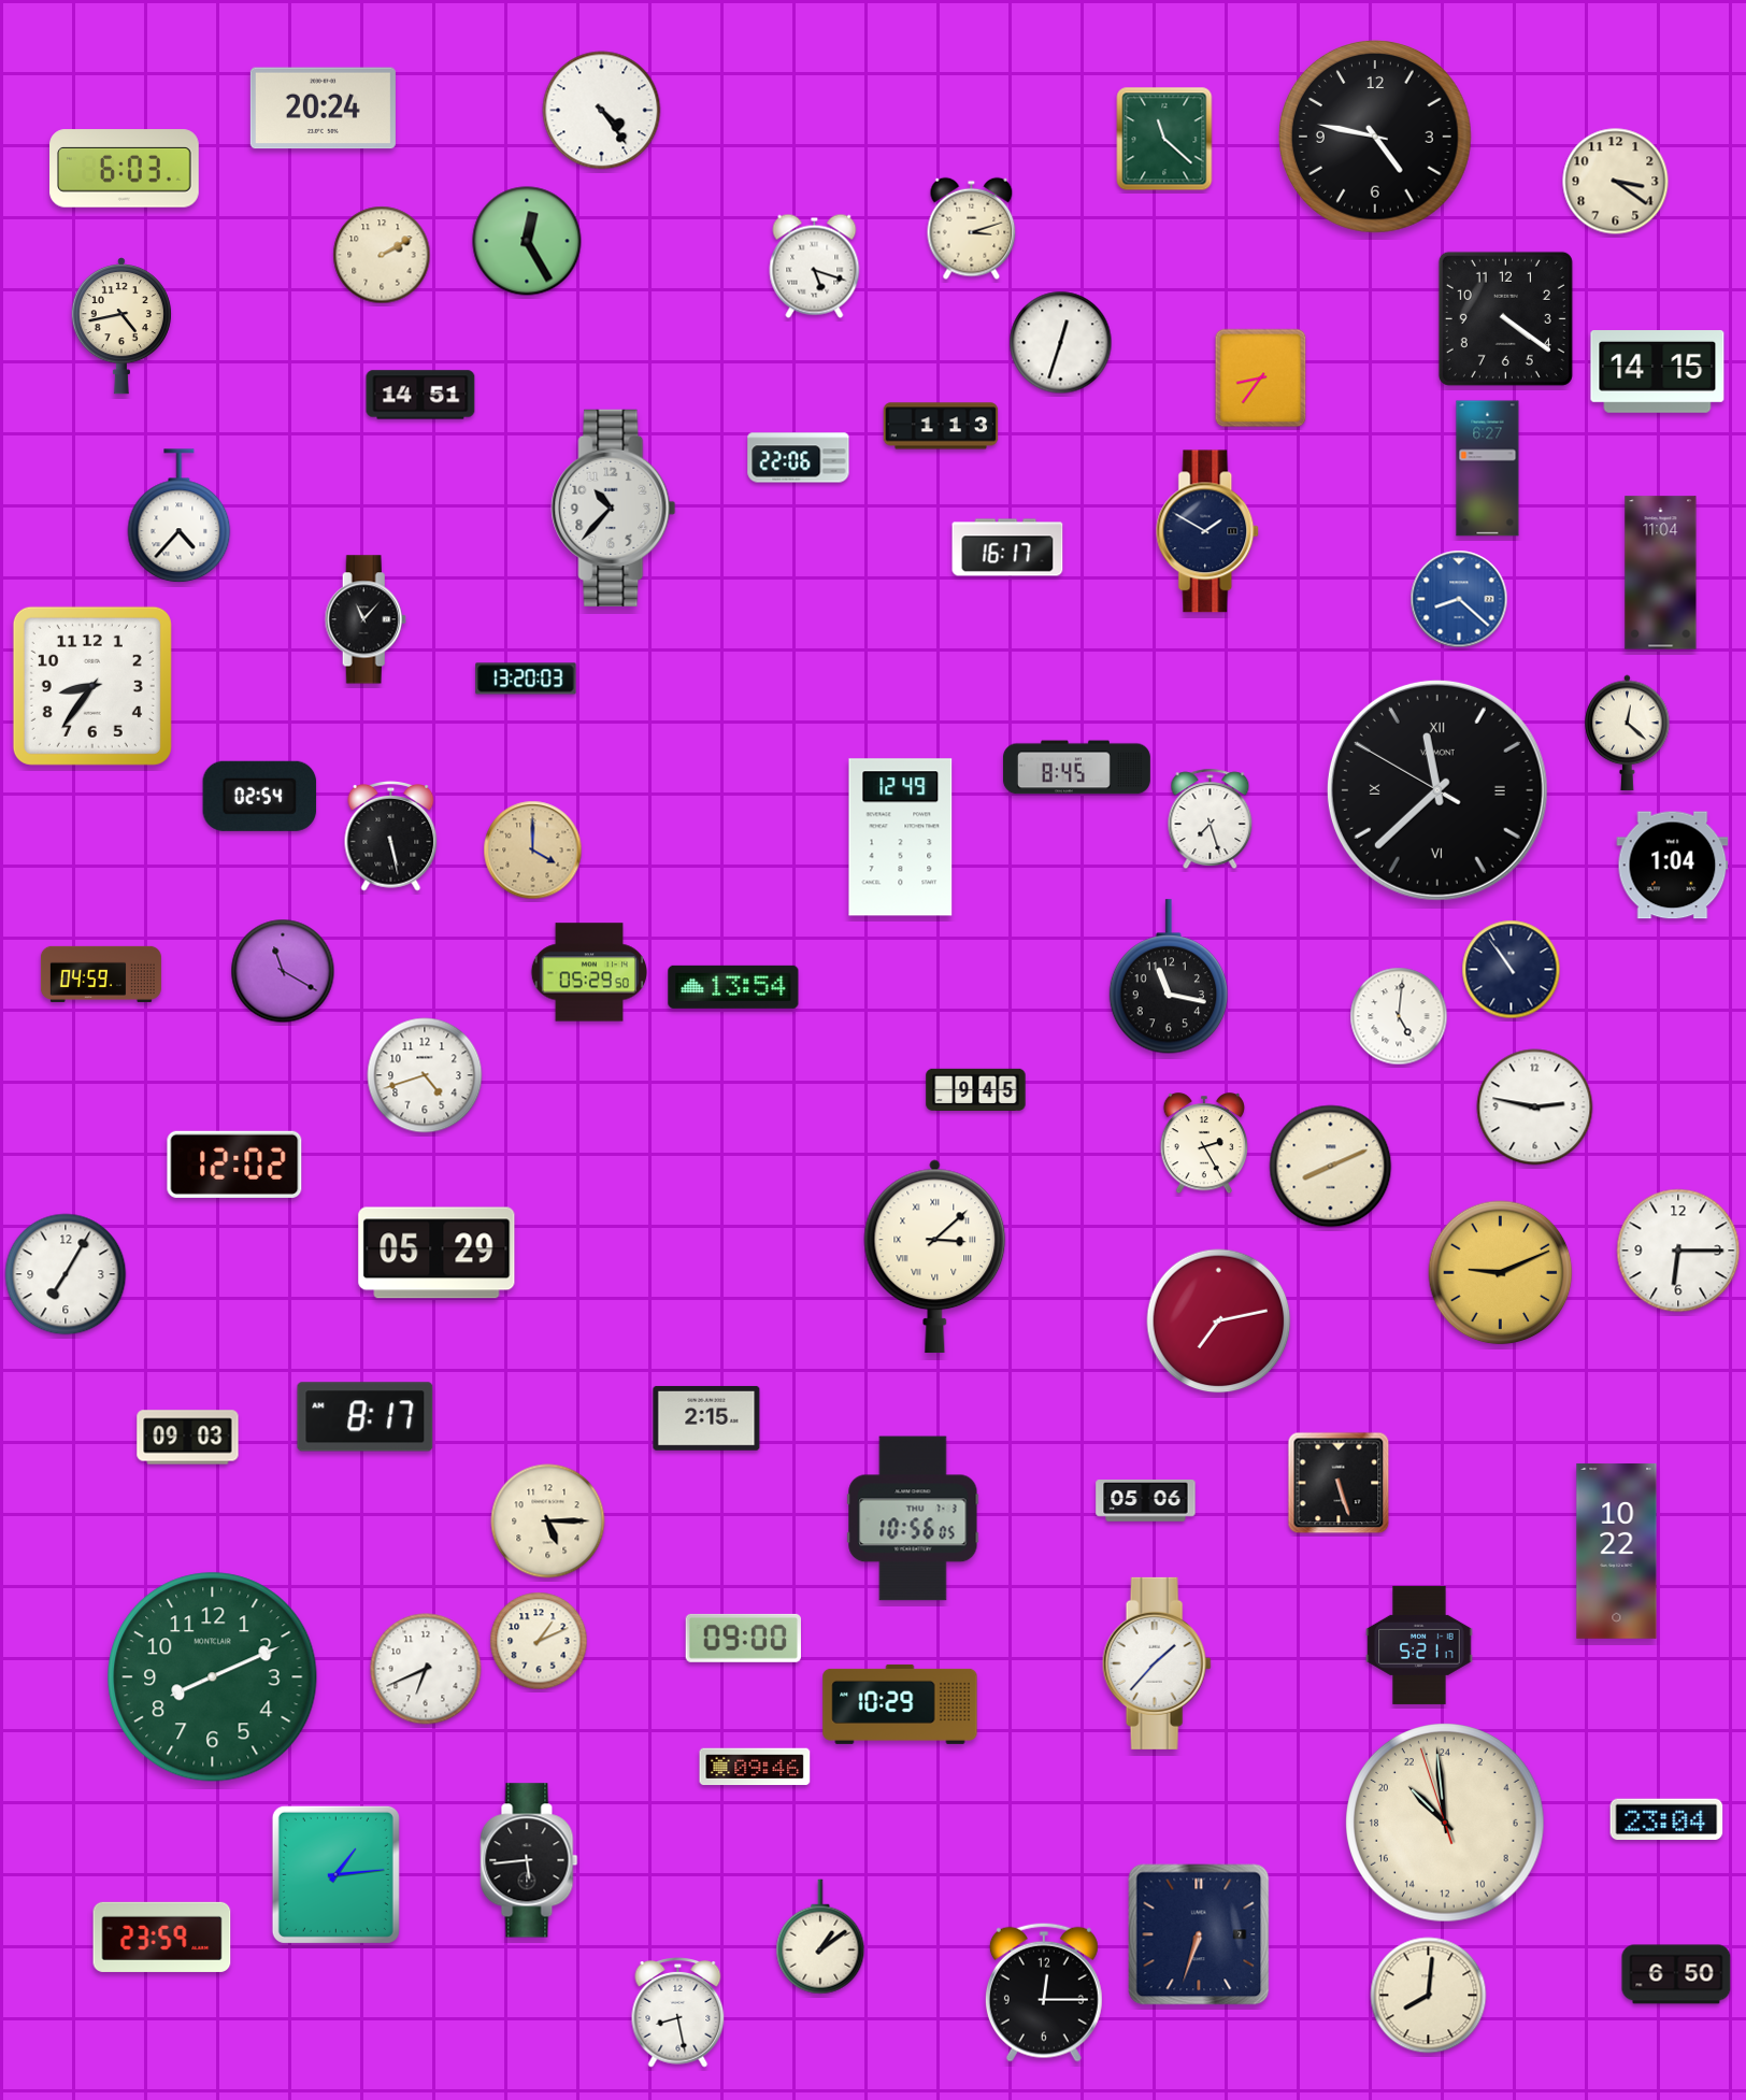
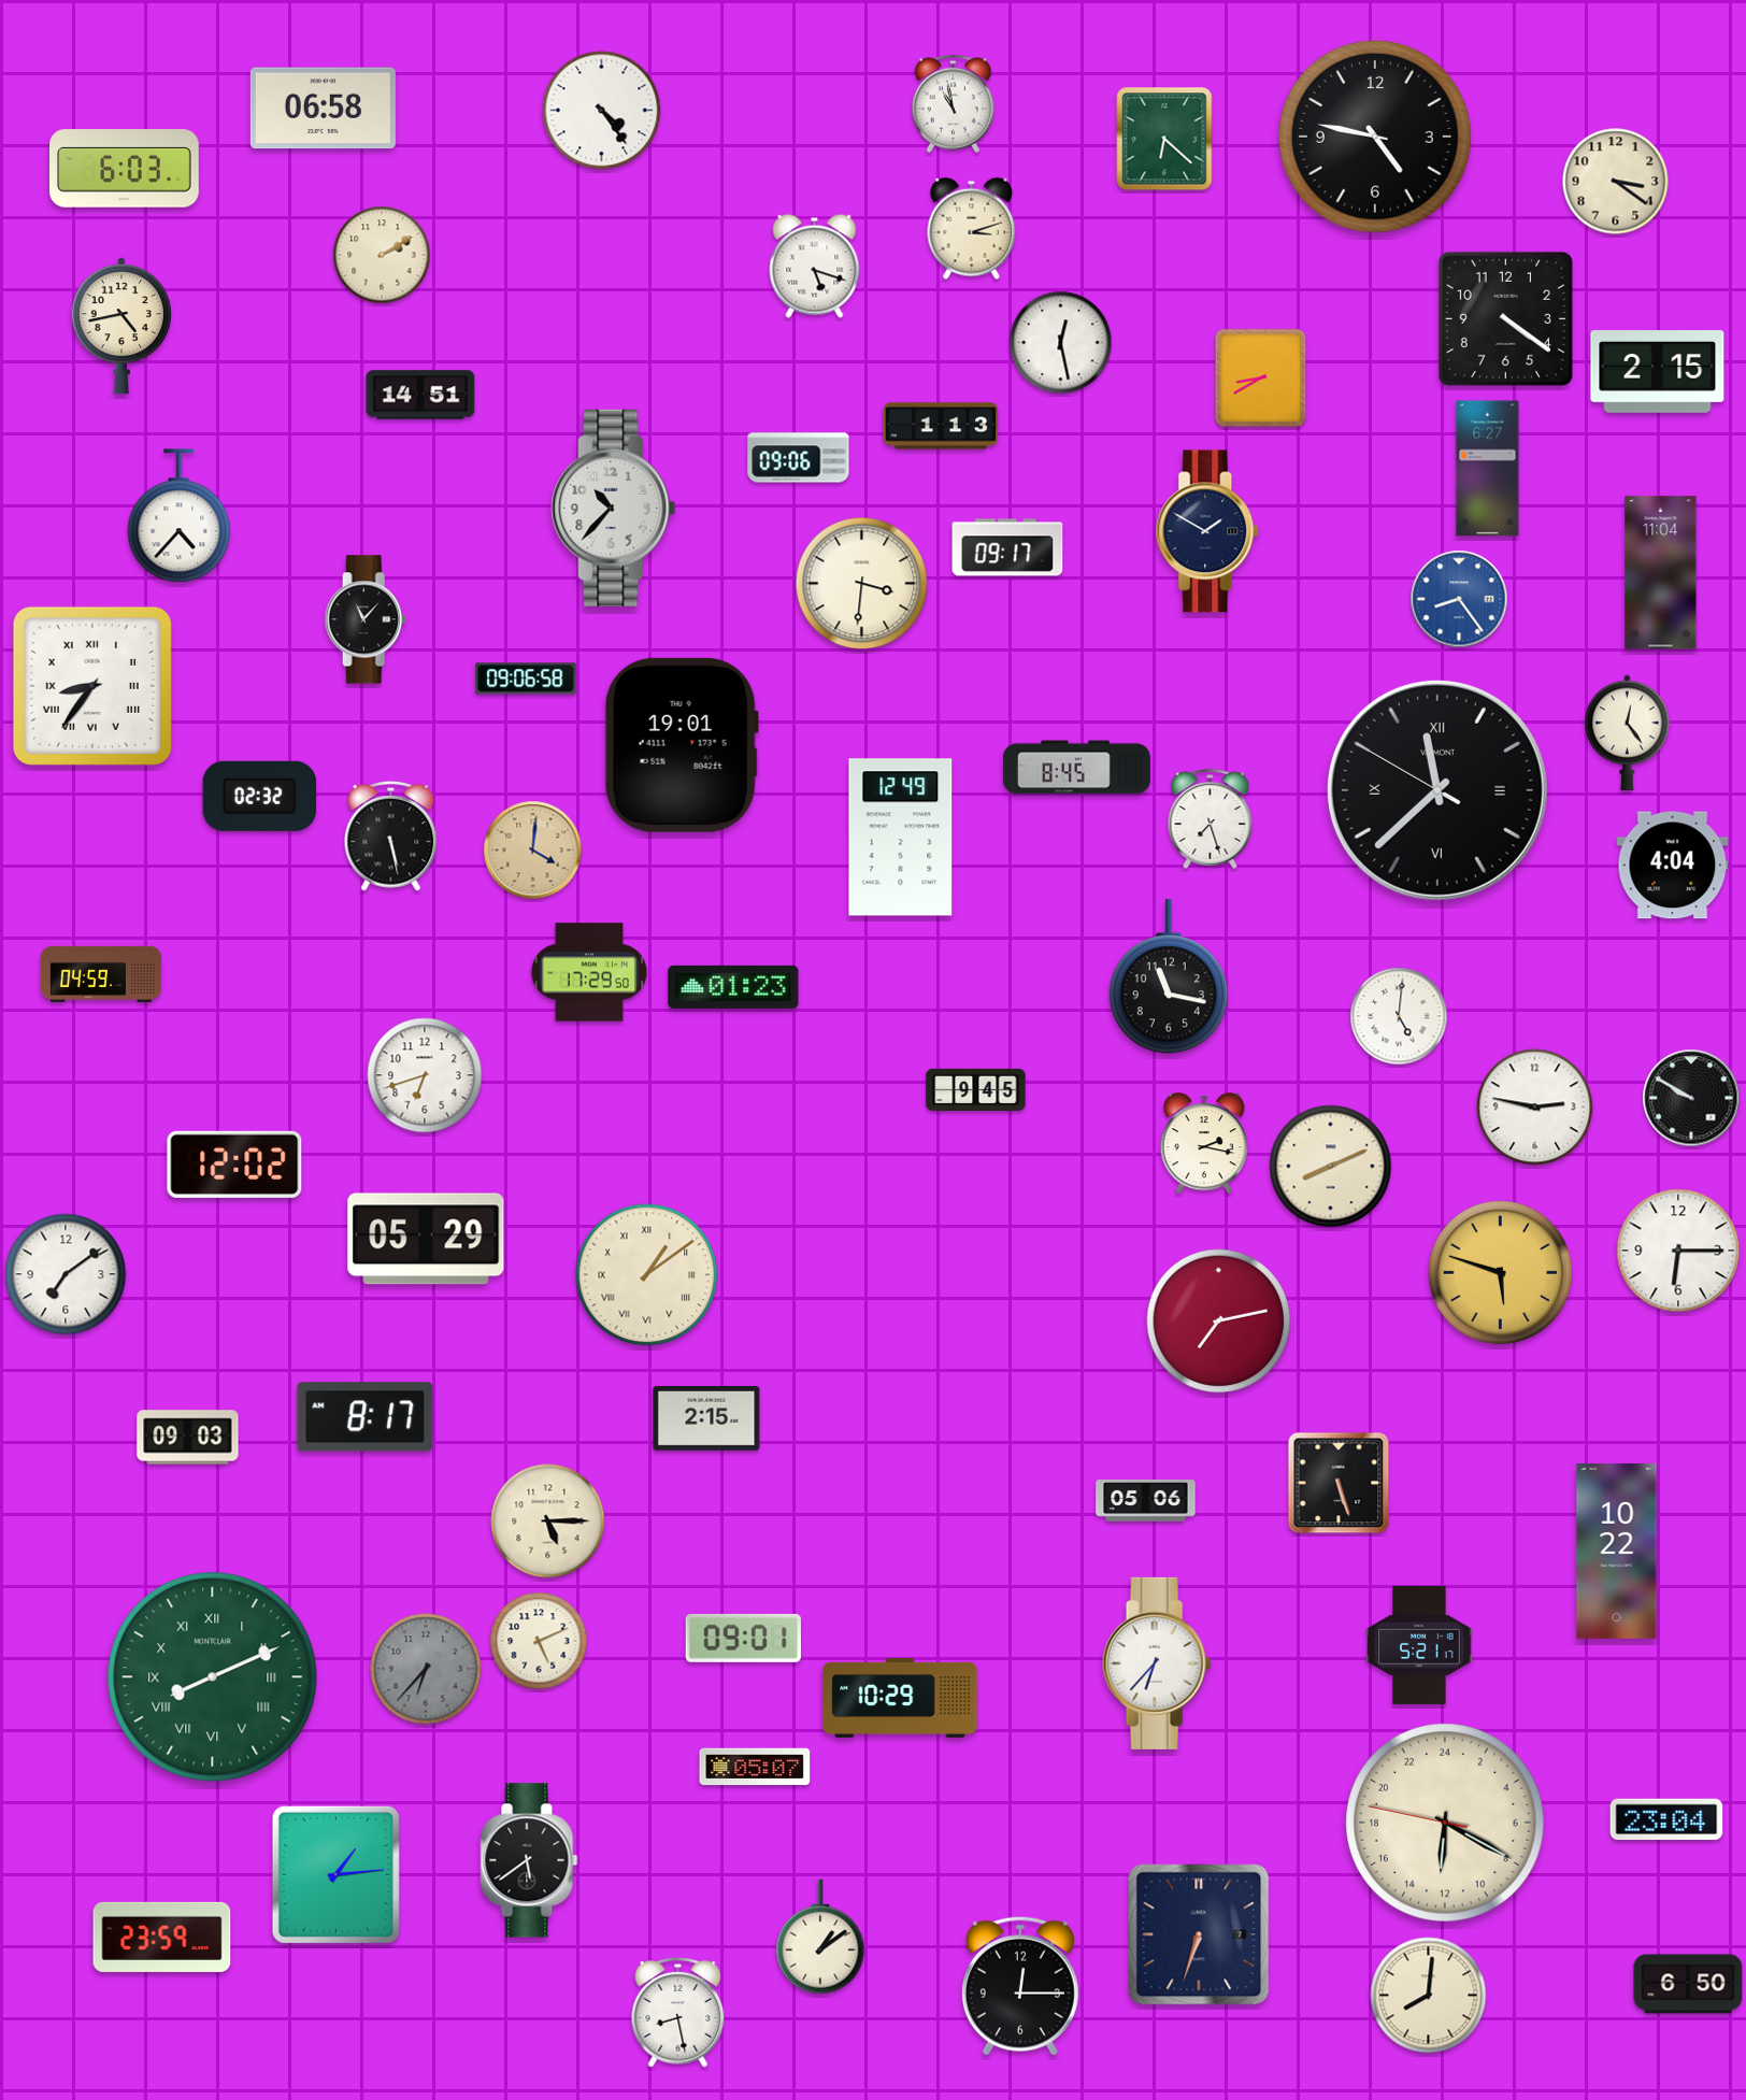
clock at (954, 103): none -> 10:58
clock at (323, 109): 20:24 -> 06:58
clock at (1164, 139): 11:22 -> 6:22
clock at (527, 241): 12:25 -> none
clock at (1061, 343): 12:33 -> 12:28
clock at (1658, 372): 14:15 -> 2:15
clock at (1261, 378): 8:36 -> 8:40
clock at (799, 458): 22:06 -> 09:06
clock at (1007, 547): 16:17 -> 09:17
clock at (862, 584): none -> 3:31
clock at (1459, 599): 8:22 -> 8:24
clock at (526, 678): 13:20 -> 09:06
clock at (92, 686) numerals: Arabic -> Roman
clock at (1628, 733): 12:22 -> 12:24
clock at (682, 745): none -> 19:01
clock at (260, 796): 02:54 -> 02:32
clock at (533, 851): 4:00 -> 4:01
clock at (1673, 866): 1:04 -> 4:04
clock at (1512, 970): 10:54 -> none
clock at (283, 971): 11:20 -> none
clock at (588, 972): 05:29 -> 17:29
clock at (733, 987): 13:54 -> 01:23
clock at (425, 1075): 4:42 -> 6:42
clock at (1691, 1098): none -> 9:50
clock at (1203, 1144): 2:25 -> 2:17
clock at (436, 1253) position: (436, 1253) -> (426, 1239)
clock at (935, 1257): 3:08 -> none
clock at (1501, 1273): 9:11 -> 5:48
clock at (66, 1274): 7:05 -> 7:09
clock at (647, 1275): none -> 1:09
clock at (913, 1518): 10:56 -> none
clock at (743, 1638): 09:00 -> 09:01
clock at (539, 1641): 1:11 -> 5:11
clock at (1157, 1663): 1:37 -> 6:37
clock at (426, 1669): 6:41 -> 6:37
clock at (426, 1669) dial: white -> grey
clock at (213, 1677) numerals: Arabic -> Roman
clock at (900, 1704) position: (900, 1704) -> (900, 1698)
clock at (755, 1767): 09:46 -> 05:07
clock at (1445, 1823): 20:58 -> 12:19
clock at (529, 1860): 5:44 -> 5:39
clock at (1676, 1974) position: (1676, 1974) -> (1688, 1984)
clock at (1044, 1992) position: (1044, 1992) -> (1020, 1986)
